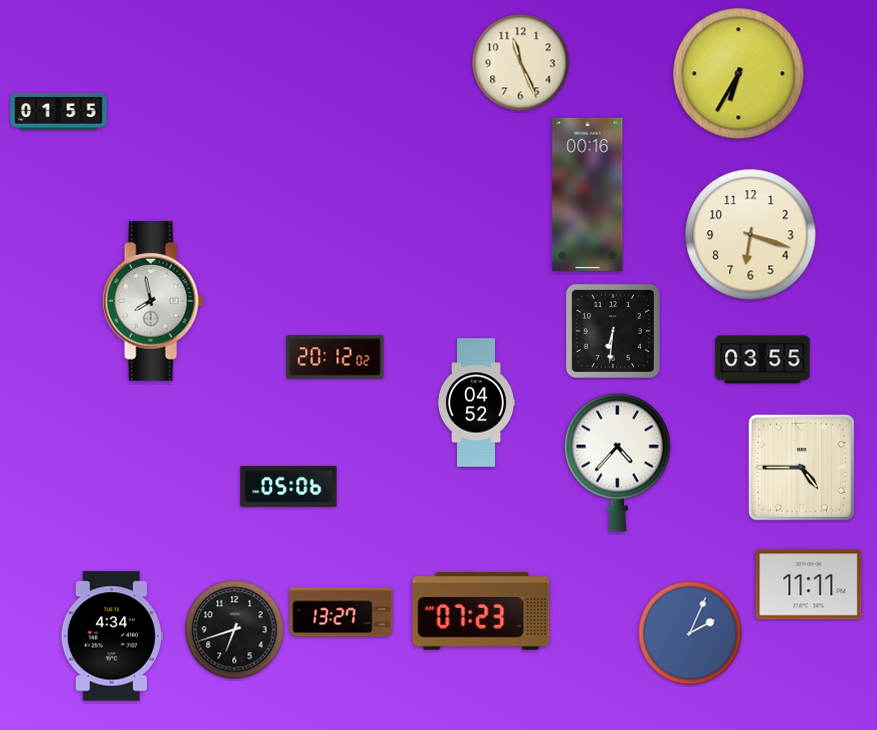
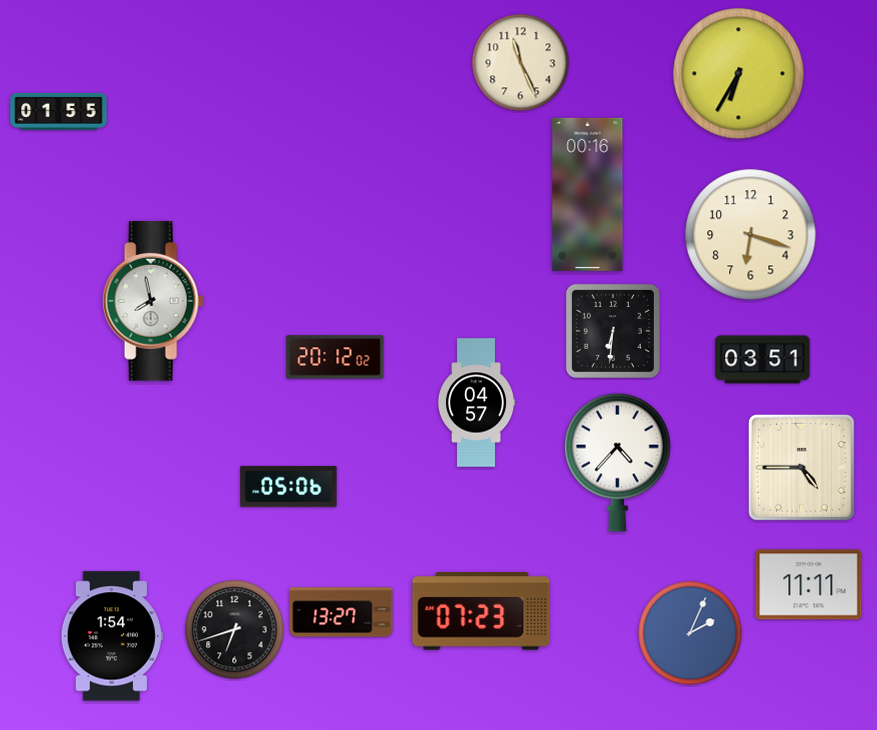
clock at (763, 360): 03:55 -> 03:51
clock at (476, 403): 04:52 -> 04:57
clock at (112, 636): 4:34 -> 1:54
